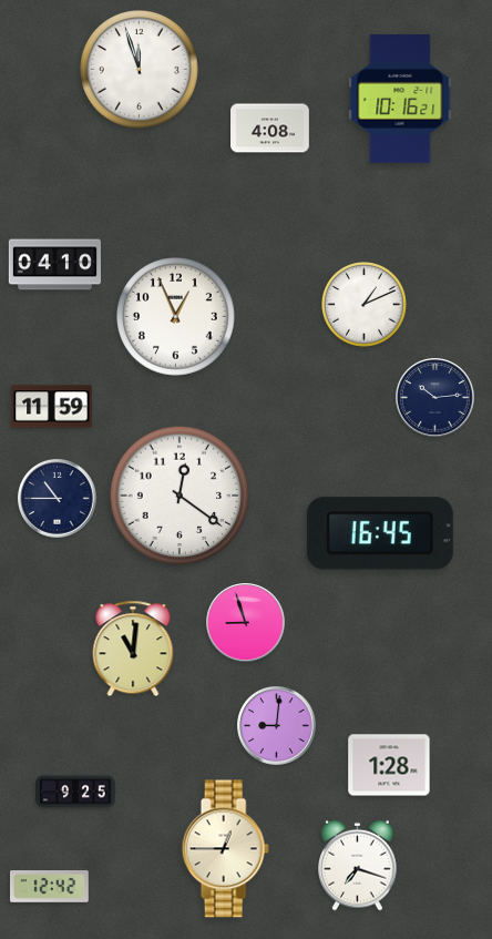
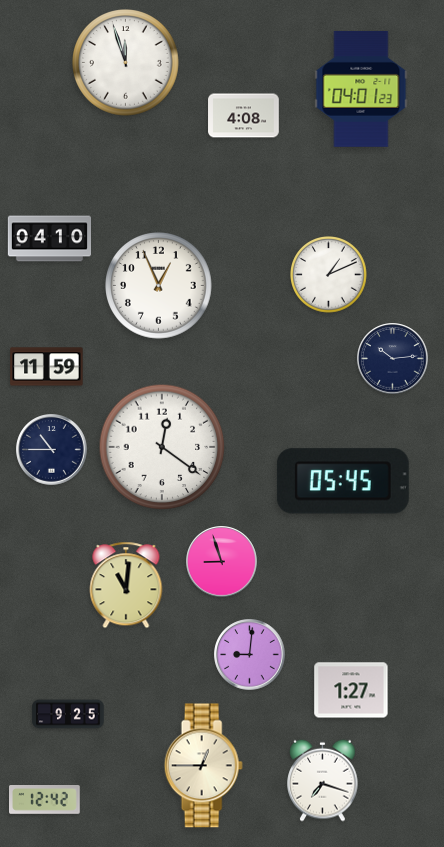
clock at (400, 99): 10:16 -> 04:01
clock at (380, 533): 16:45 -> 05:45
clock at (133, 649) position: (133, 649) -> (126, 585)
clock at (389, 765): 1:28 -> 1:27
